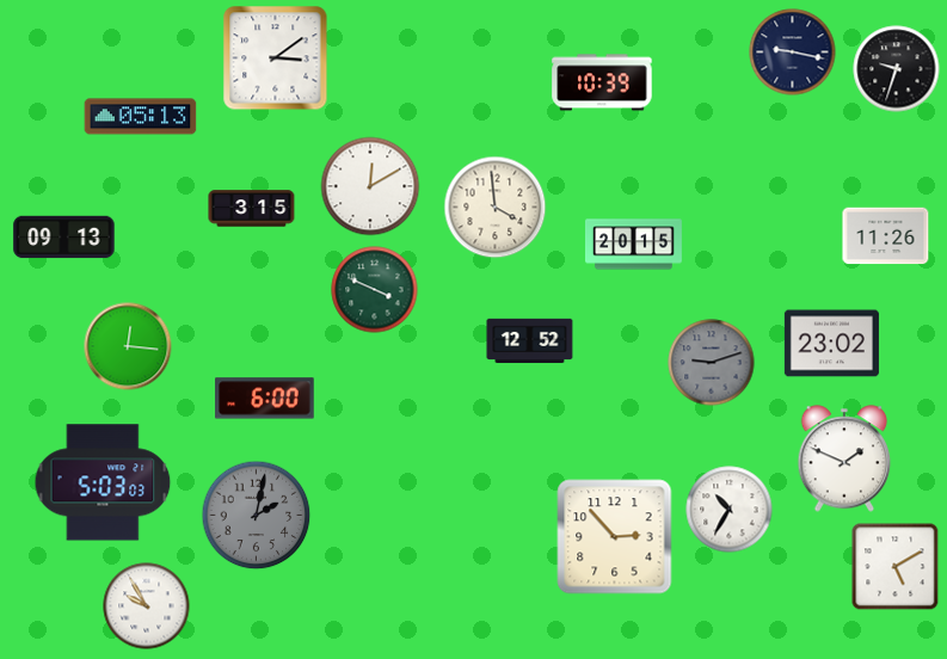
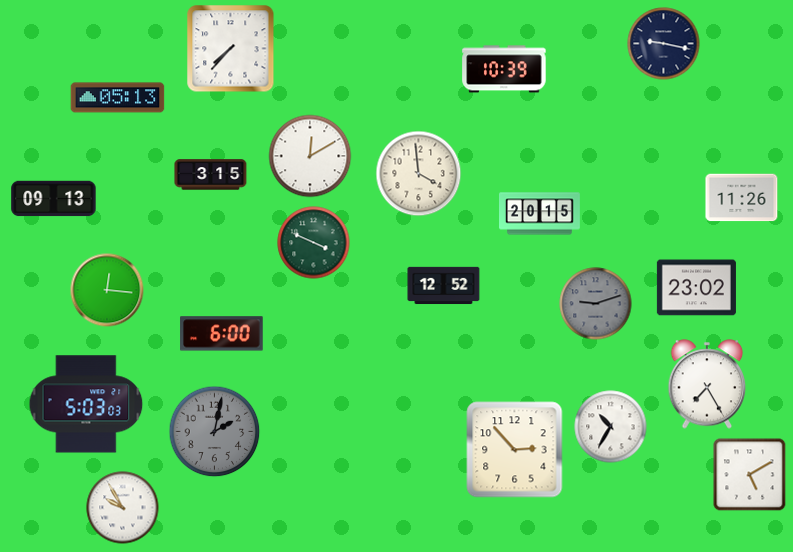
clock at (276, 58): 3:09 -> 7:37
clock at (897, 69): 9:33 -> none
clock at (496, 208) position: (496, 208) -> (419, 174)
clock at (634, 245) position: (634, 245) -> (540, 214)
clock at (844, 458): 1:49 -> 7:25
